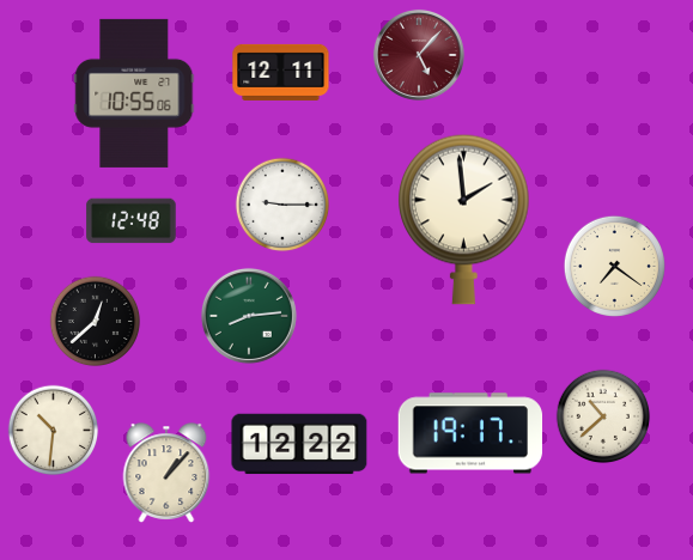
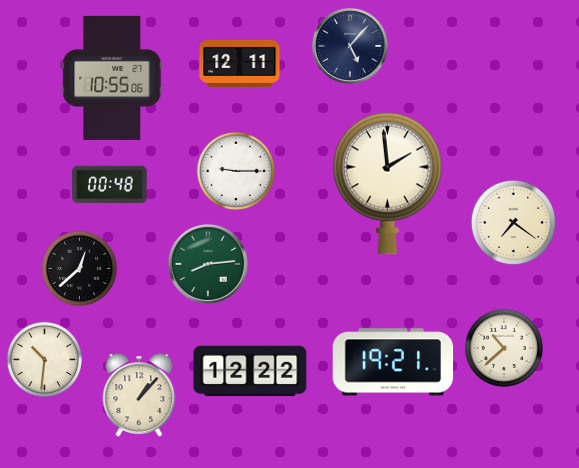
clock at (419, 55) dial: burgundy -> navy
clock at (281, 72) position: (281, 72) -> (240, 63)
clock at (132, 221): 12:48 -> 00:48
clock at (470, 433): 19:17 -> 19:21
